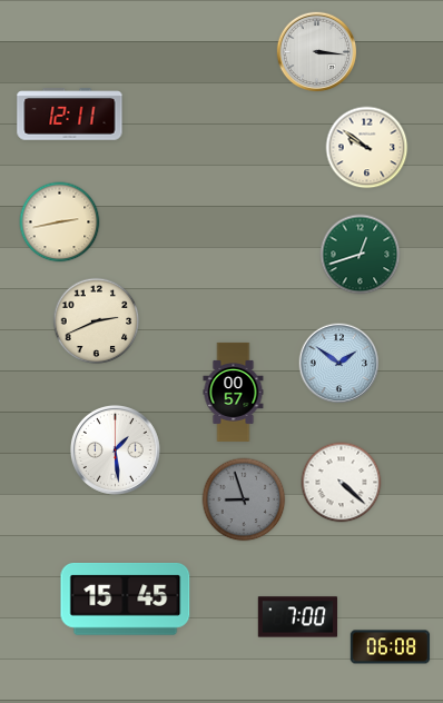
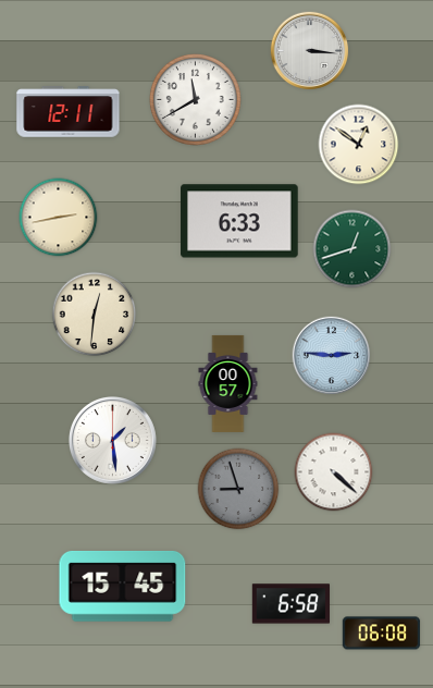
clock at (195, 99): none -> 11:40
clock at (367, 148): 9:51 -> 12:51
clock at (239, 221): none -> 6:33
clock at (97, 321): 2:41 -> 12:31
clock at (339, 364): 1:51 -> 2:46
clock at (297, 617): 7:00 -> 6:58
